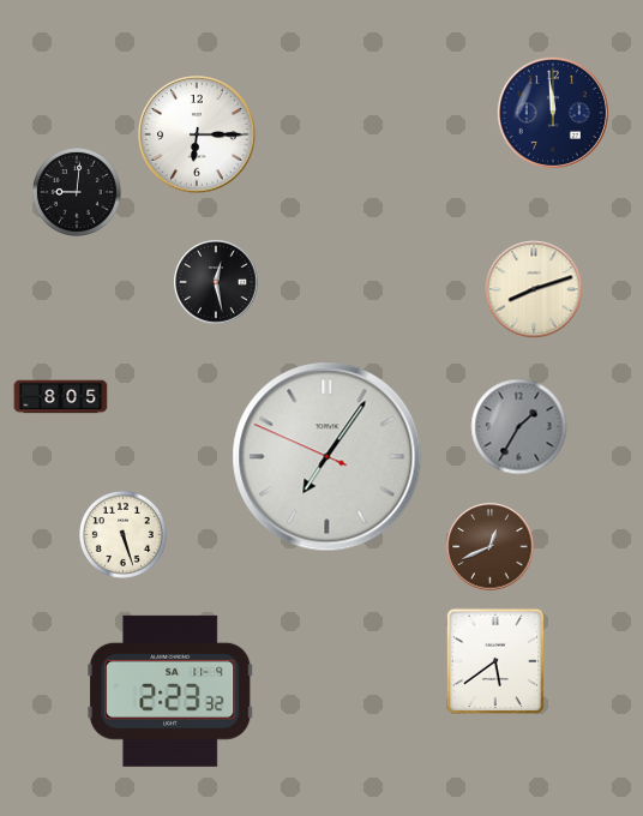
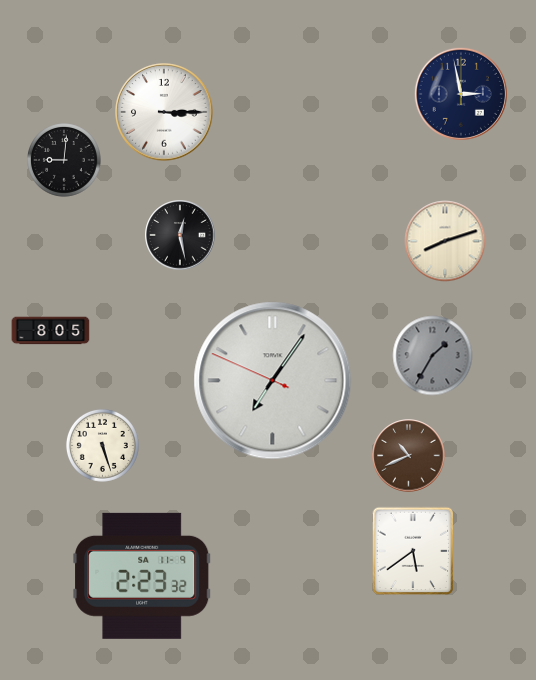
clock at (553, 113): 11:59 -> 2:58
clock at (197, 134): 6:15 -> 3:15
clock at (491, 547): 12:41 -> 10:41
